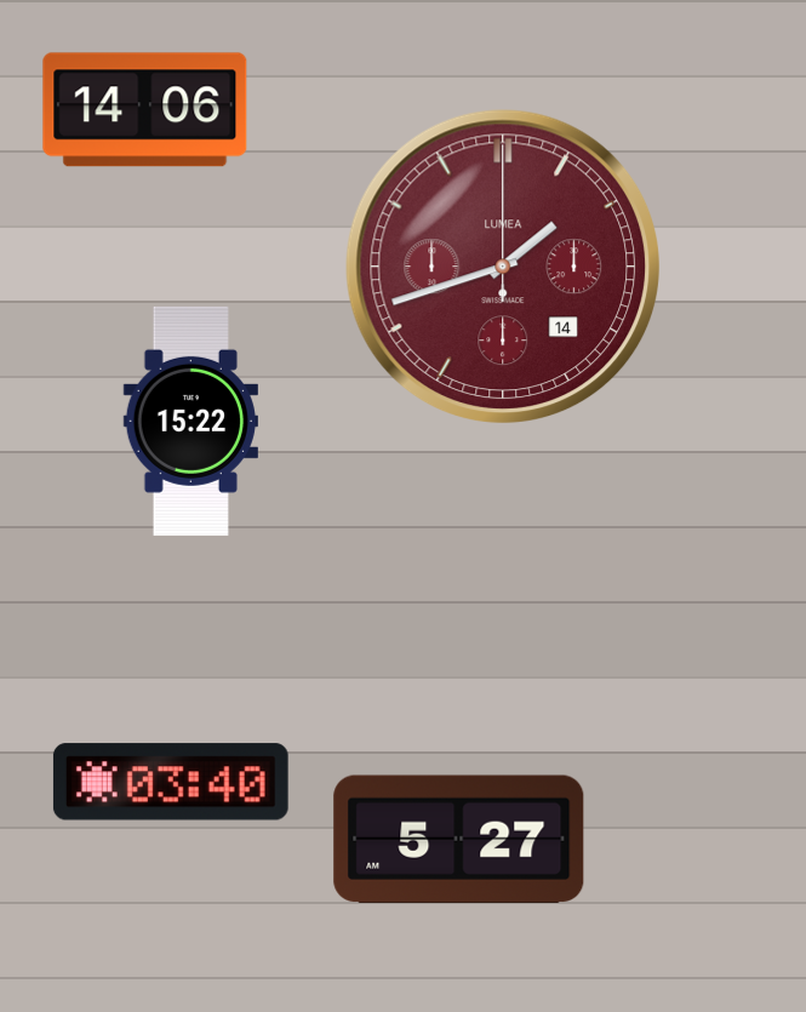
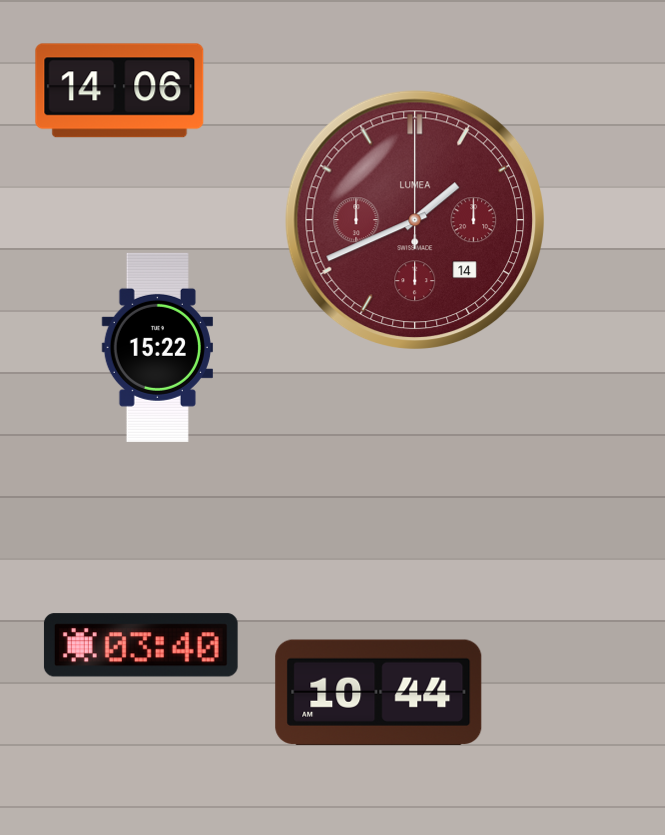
clock at (502, 265): 1:42 -> 1:41
clock at (459, 839): 5:27 -> 10:44
